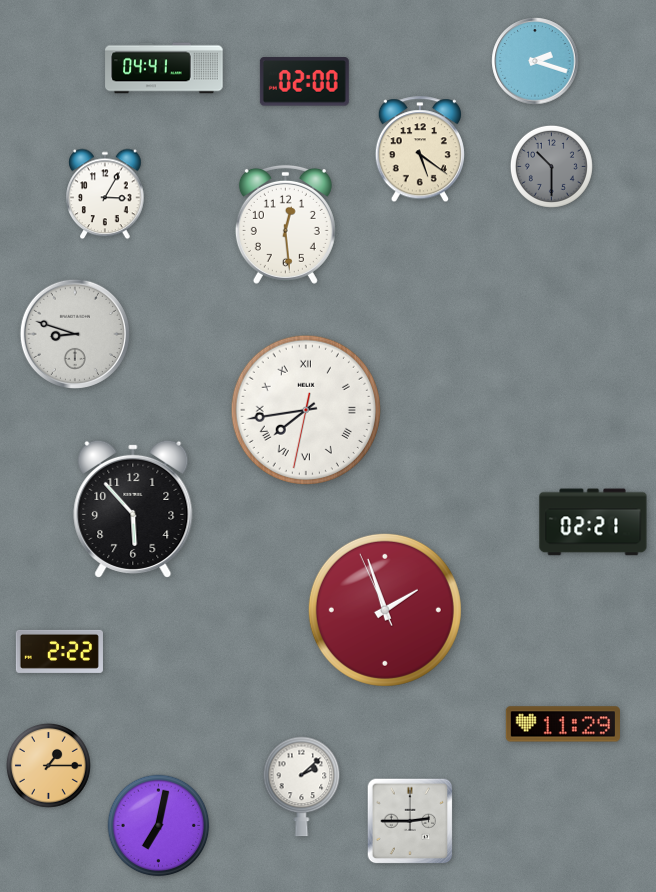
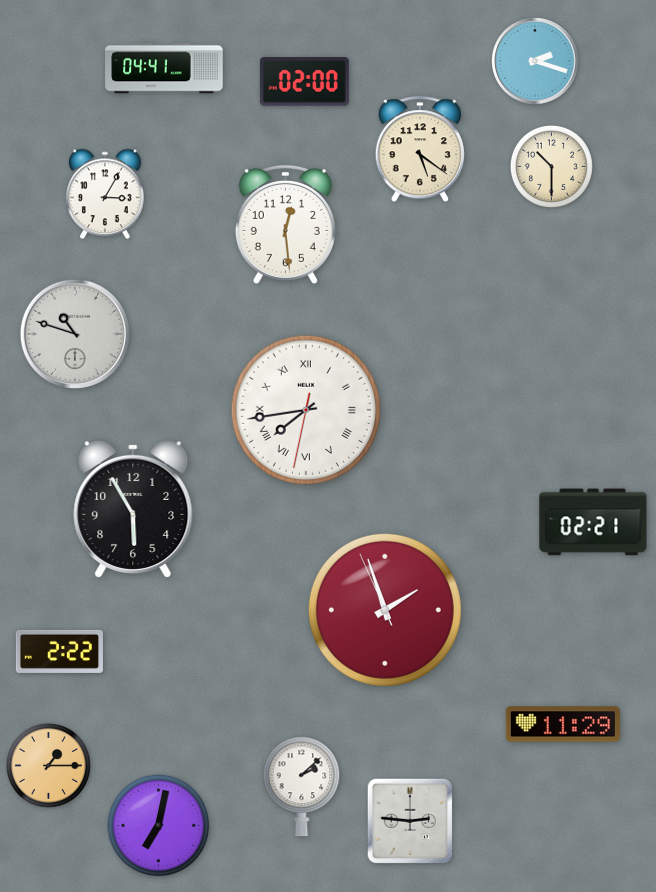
clock at (551, 166) dial: grey -> cream
clock at (75, 334): 8:48 -> 10:48
clock at (133, 509): 5:53 -> 5:55
clock at (410, 821): 2:45 -> 2:46
